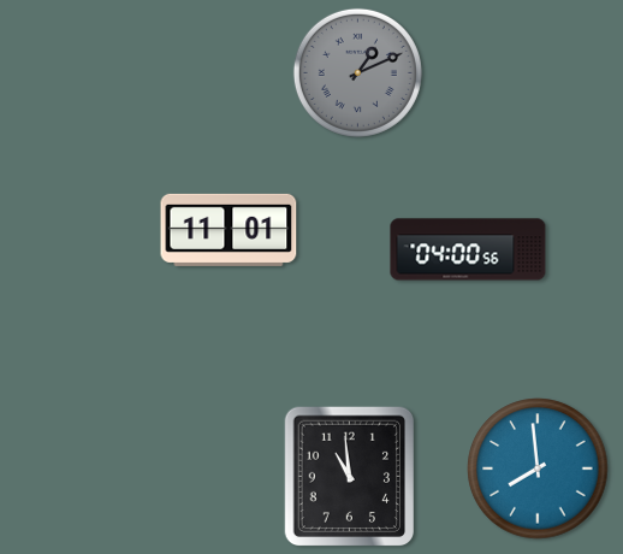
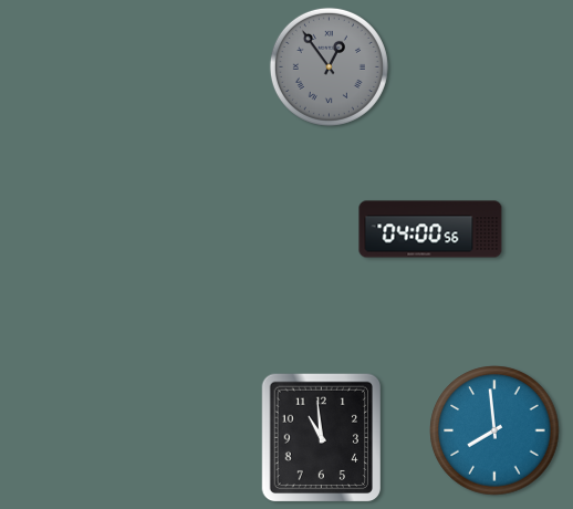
clock at (357, 72): 1:11 -> 12:54
clock at (229, 230): 11:01 -> none
